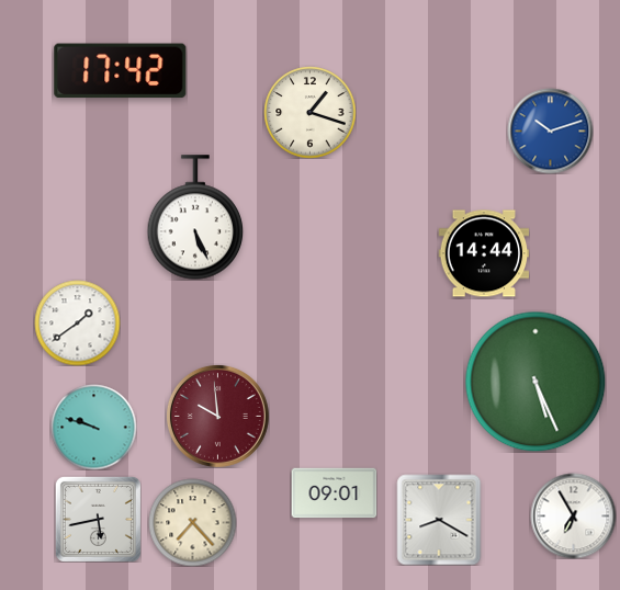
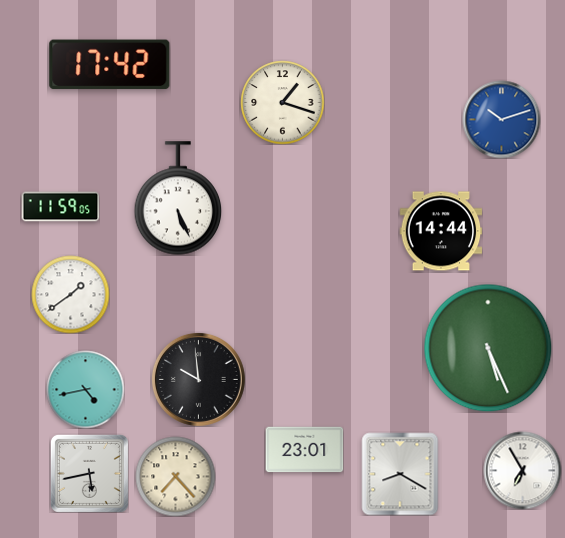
clock at (60, 207): none -> 11:59
clock at (217, 416) dial: burgundy -> black
clock at (93, 427): 9:48 -> 4:43
clock at (334, 493): 09:01 -> 23:01
